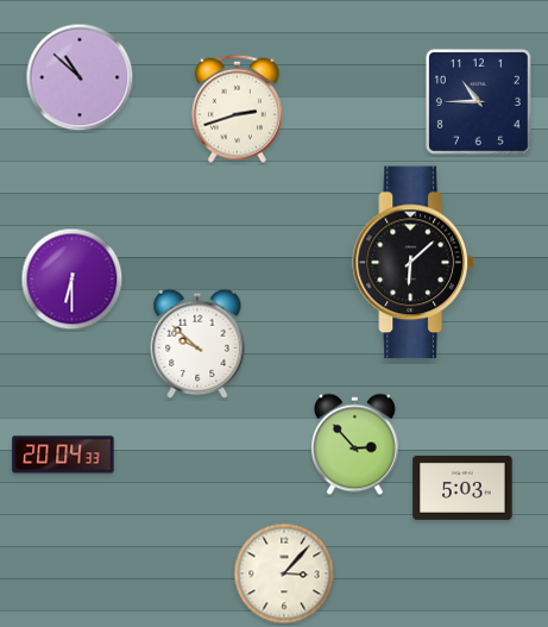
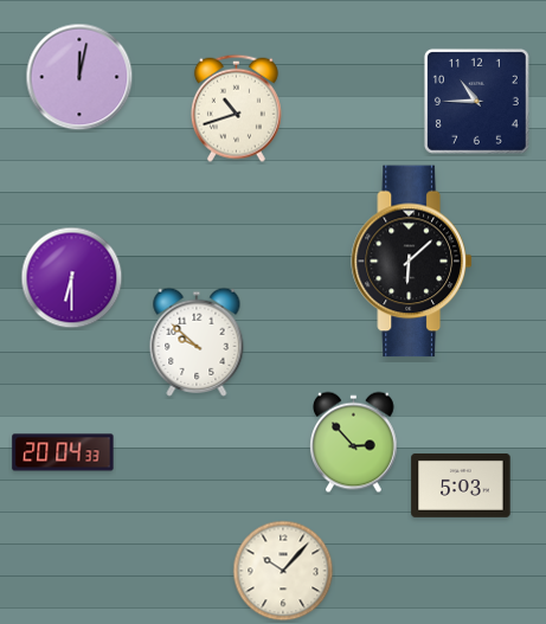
clock at (80, 77): 10:52 -> 12:02
clock at (237, 108): 2:42 -> 10:42
clock at (284, 573): 3:07 -> 10:07
